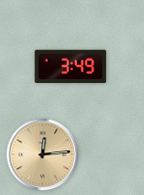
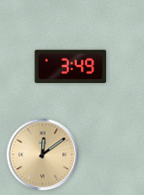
clock at (43, 155): 12:14 -> 12:09
